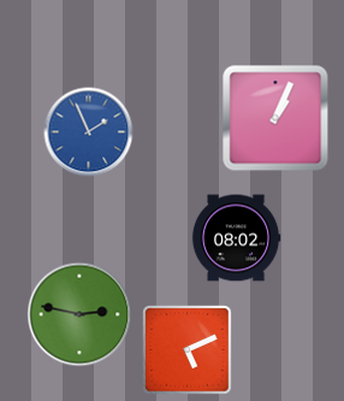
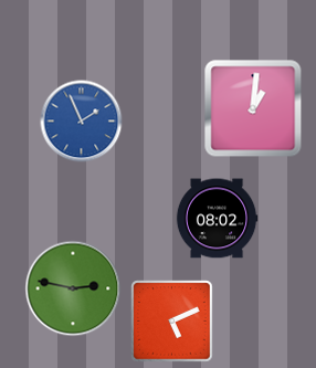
clock at (275, 118): 1:04 -> 1:01
